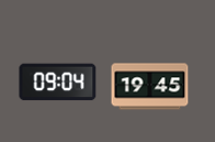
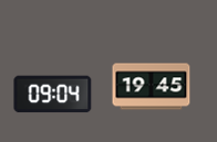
clock at (58, 83) position: (58, 83) -> (53, 95)
